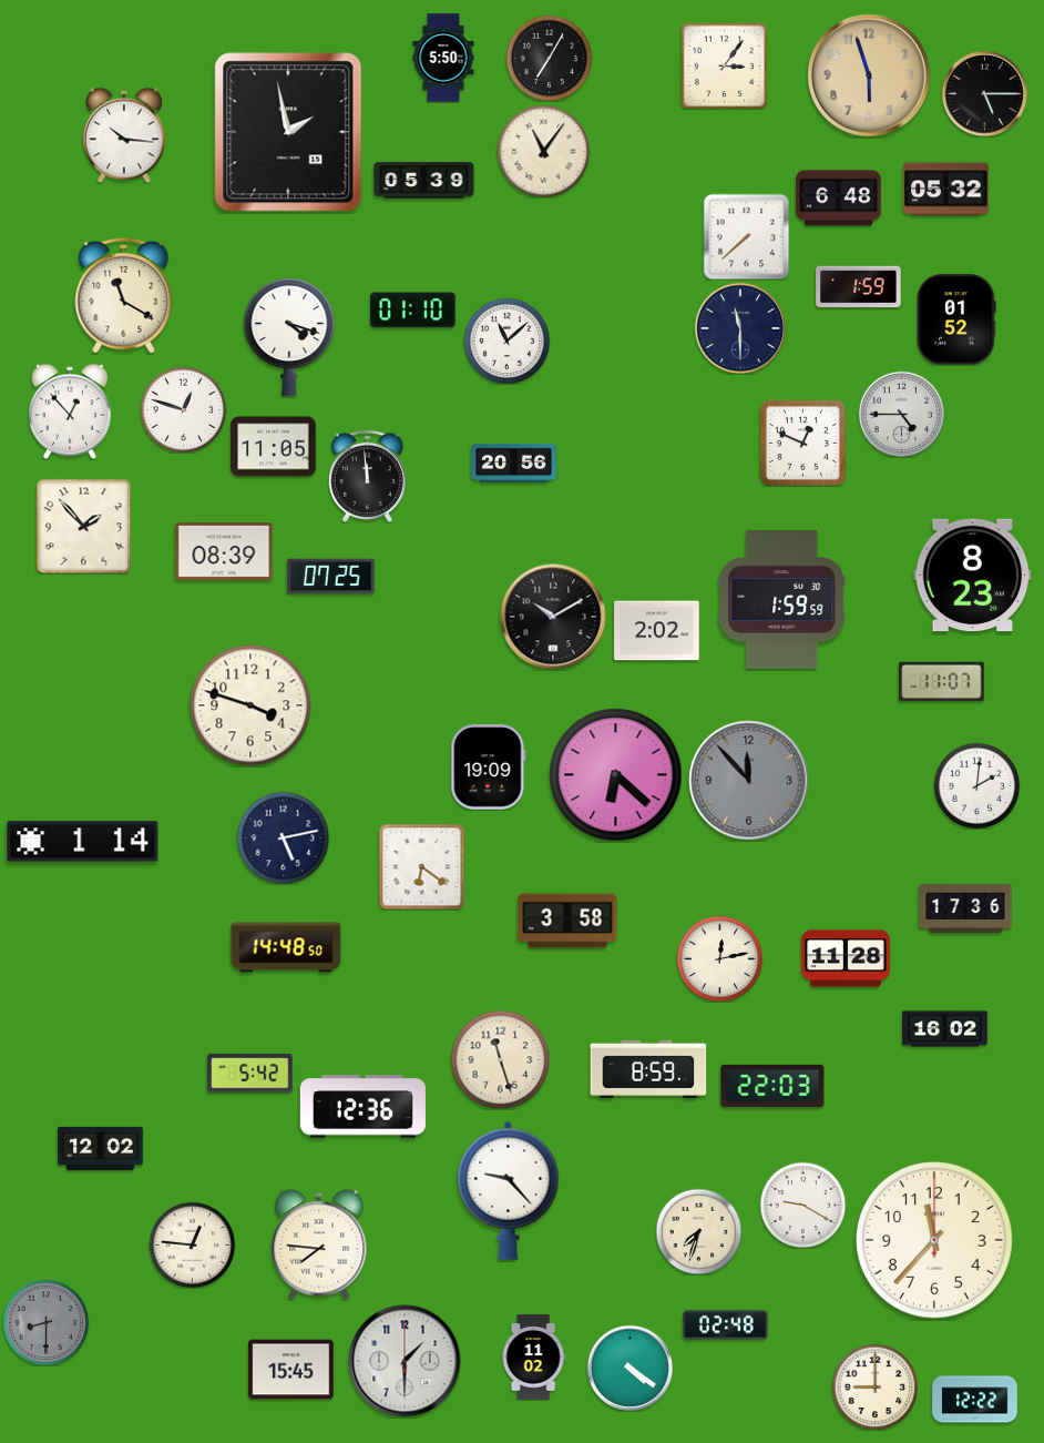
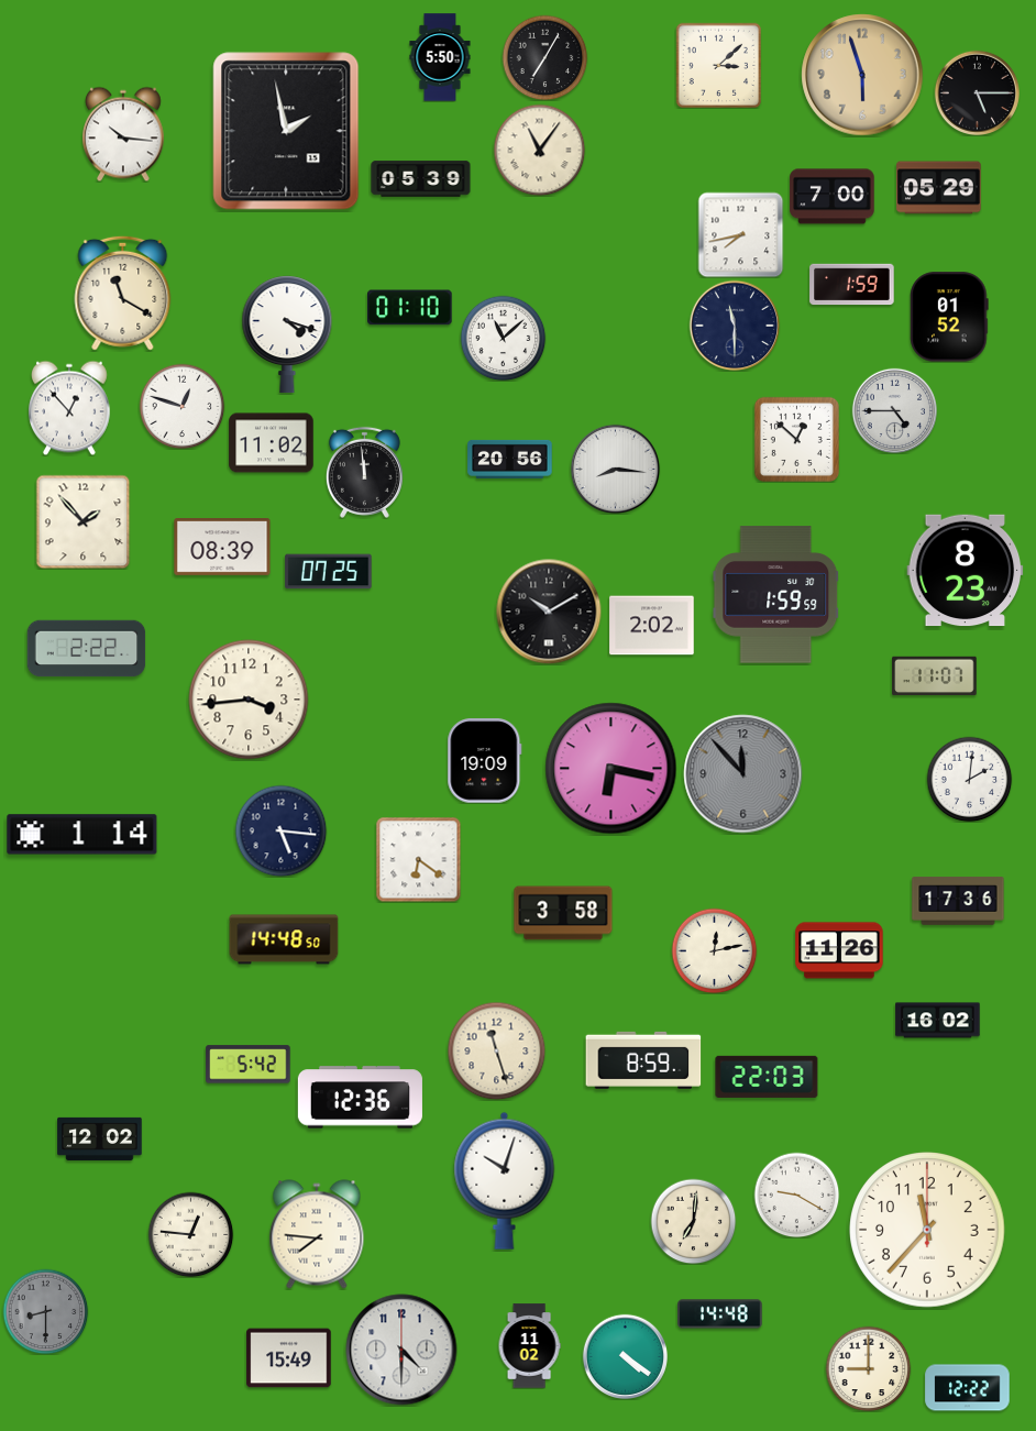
clock at (724, 65): 3:06 -> 3:08
clock at (946, 190): 05:32 -> 05:29
clock at (839, 199): 6:48 -> 7:00
clock at (746, 236): 7:38 -> 7:43
clock at (802, 443): 12:49 -> 12:52
clock at (274, 447): 11:05 -> 11:02
clock at (615, 469): none -> 8:16
clock at (87, 649): none -> 2:22
clock at (250, 705): 3:48 -> 3:44
clock at (616, 775): 6:22 -> 6:17
clock at (283, 837): 5:13 -> 5:16
clock at (846, 958): 11:28 -> 11:26
clock at (509, 1190): 9:23 -> 10:03
clock at (698, 1231): 7:33 -> 7:01
clock at (726, 1325): 02:48 -> 14:48
clock at (405, 1361): 1:30 -> 4:30
clock at (291, 1370): 15:45 -> 15:49
clock at (874, 1386) position: (874, 1386) -> (868, 1368)
